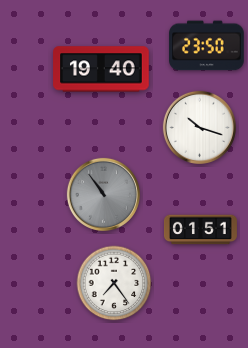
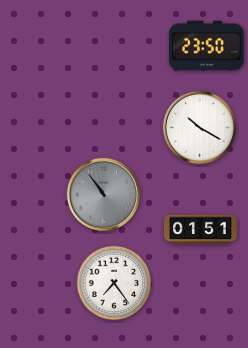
clock at (101, 69): 19:40 -> none
clock at (199, 127): 10:18 -> 10:20
